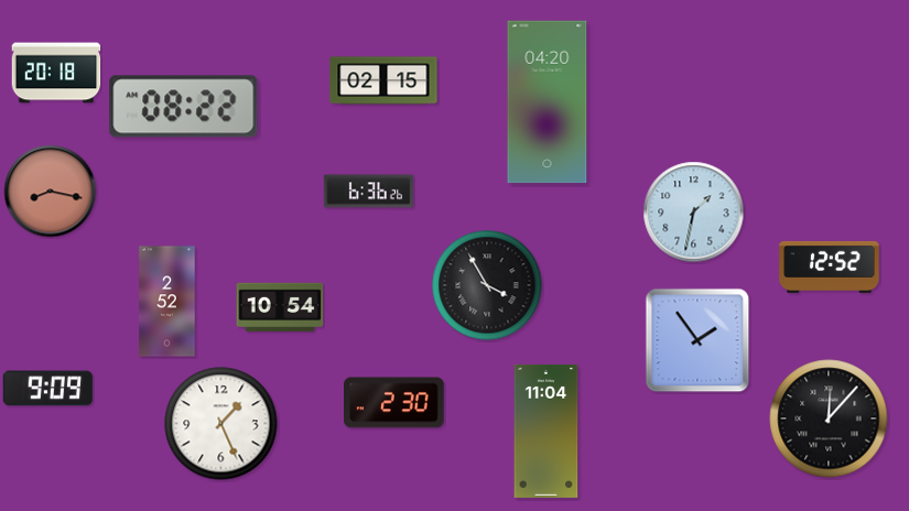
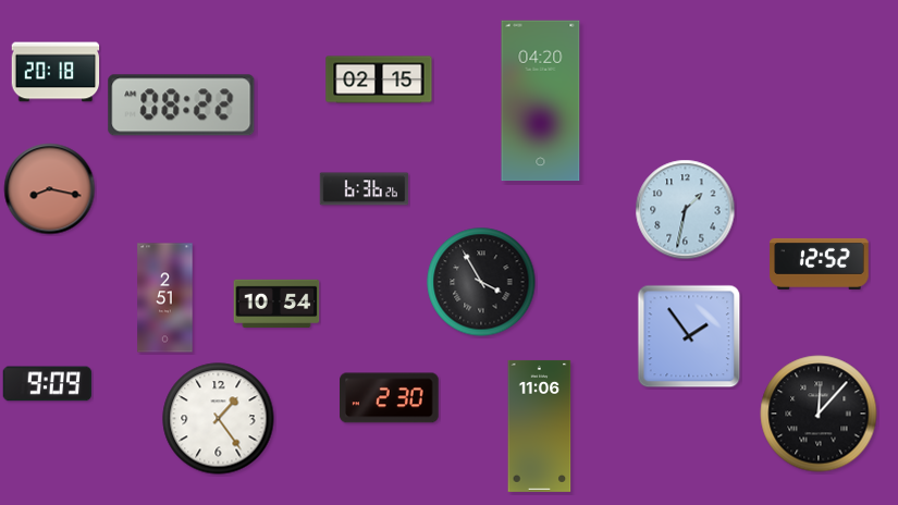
clock at (167, 302): 2:52 -> 2:51
clock at (221, 424): 1:26 -> 1:24
clock at (547, 431): 11:04 -> 11:06
